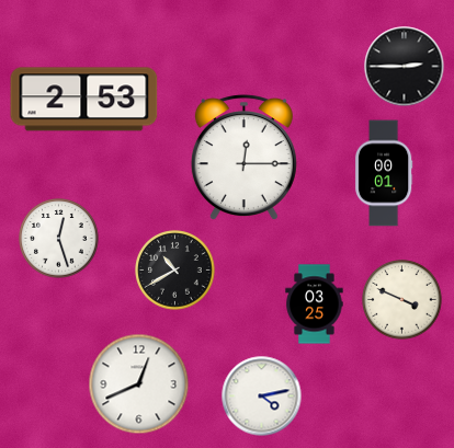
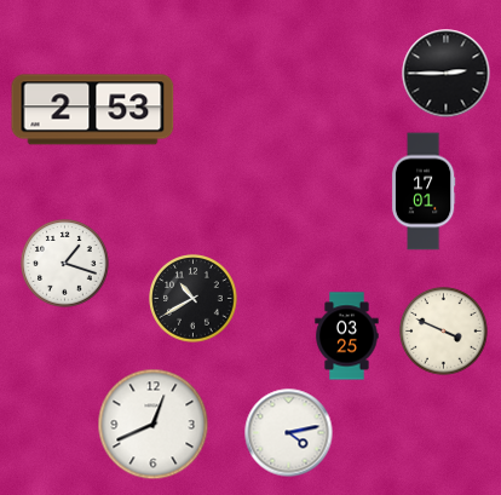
clock at (243, 157): 12:15 -> none
clock at (384, 173): 00:01 -> 17:01
clock at (59, 239): 12:27 -> 1:18
clock at (262, 397) position: (262, 397) -> (289, 433)
